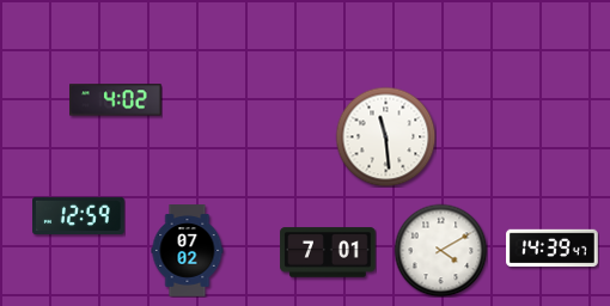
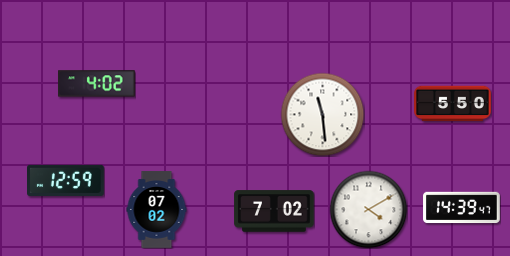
clock at (453, 104): none -> 5:50
clock at (328, 252): 7:01 -> 7:02
